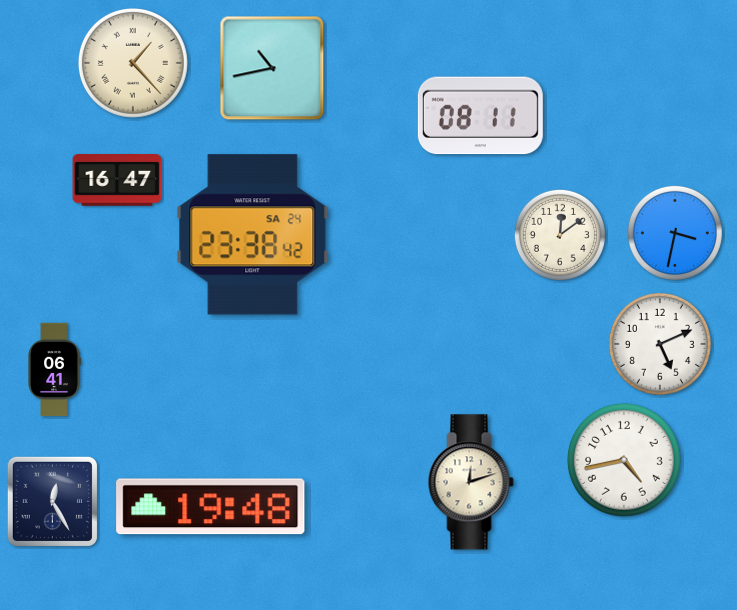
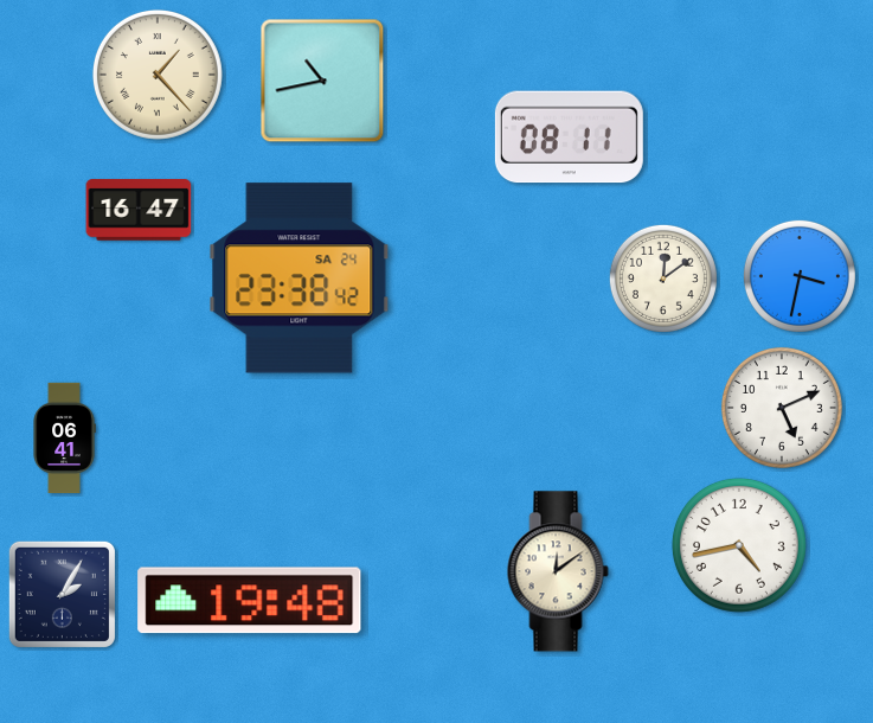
clock at (117, 181) position: (117, 181) -> (139, 211)
clock at (471, 482): 12:12 -> 12:09
clock at (52, 501): 12:25 -> 2:05
